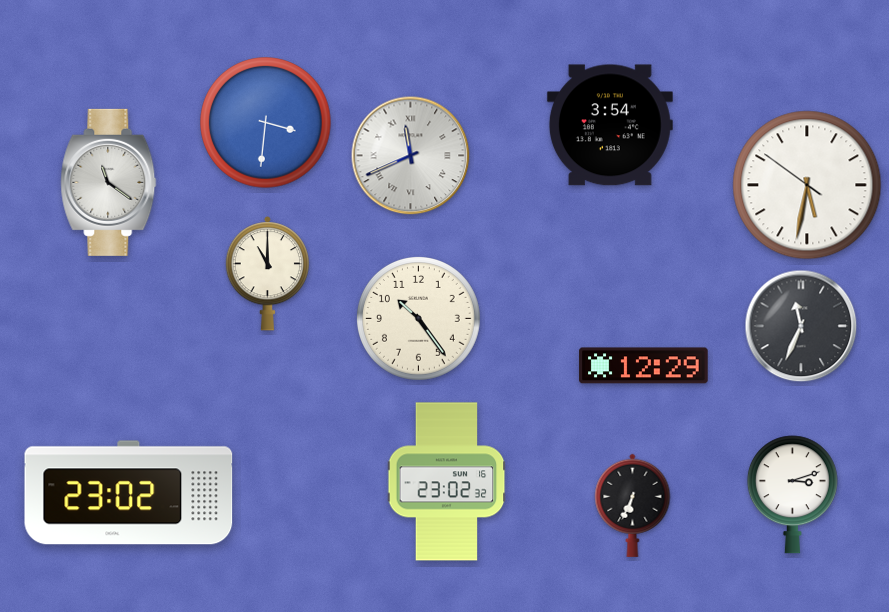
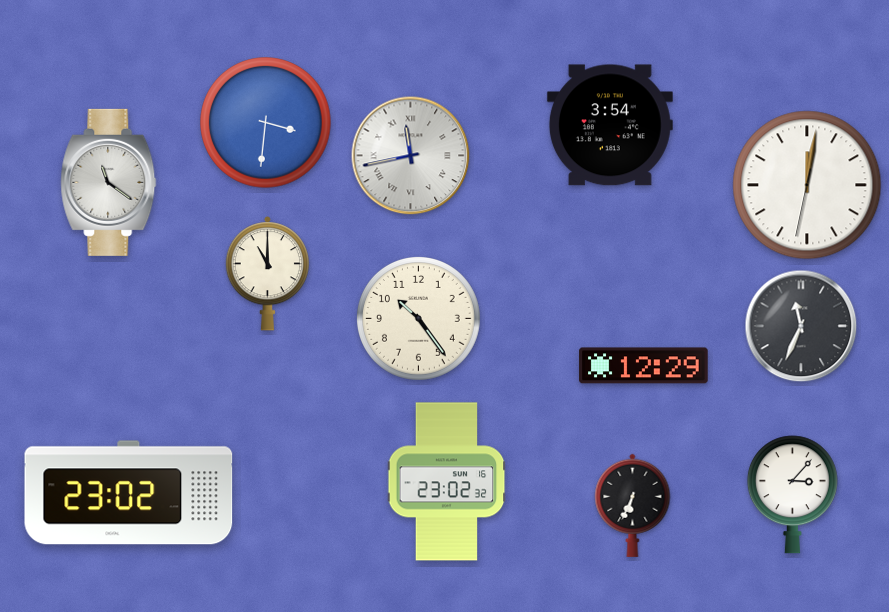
clock at (411, 156): 11:41 -> 11:43
clock at (807, 185): 5:31 -> 12:01
clock at (792, 495): 3:12 -> 3:07
